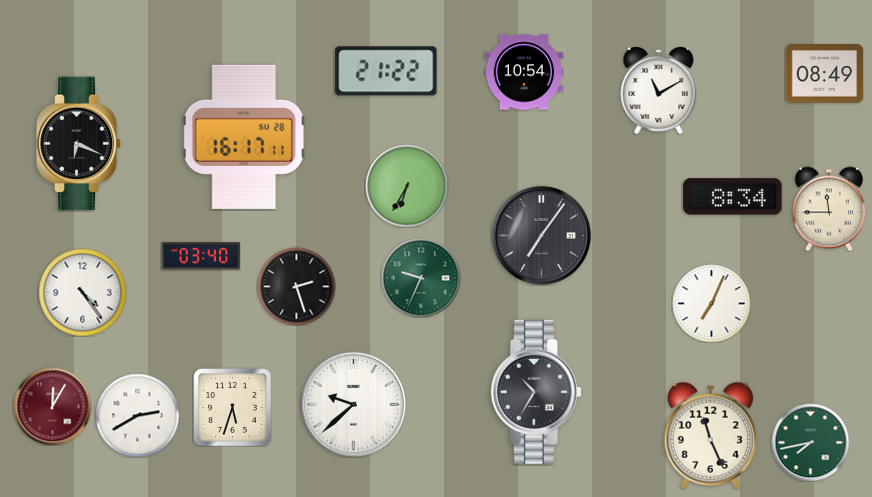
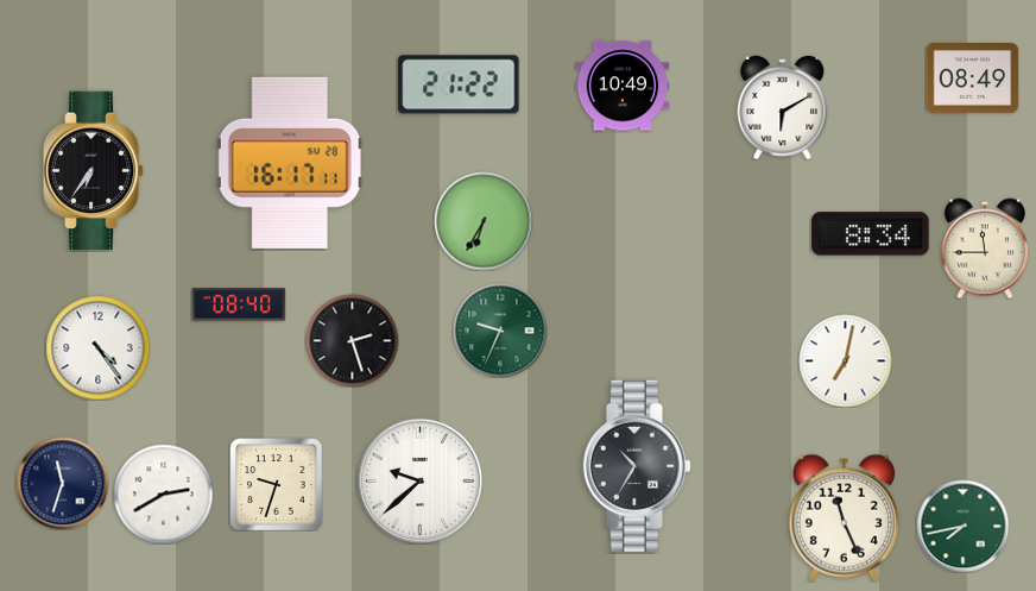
clock at (524, 72): 10:54 -> 10:49
clock at (824, 74) position: (824, 74) -> (972, 78)
clock at (659, 90): 11:10 -> 6:10
clock at (79, 144): 6:19 -> 6:36
clock at (541, 235): 7:06 -> none
clock at (201, 256): 03:40 -> 08:40
clock at (711, 303): 7:04 -> 7:02
clock at (52, 406): 12:05 -> 11:33
clock at (52, 406) dial: burgundy -> navy
clock at (232, 407): 5:33 -> 9:33
